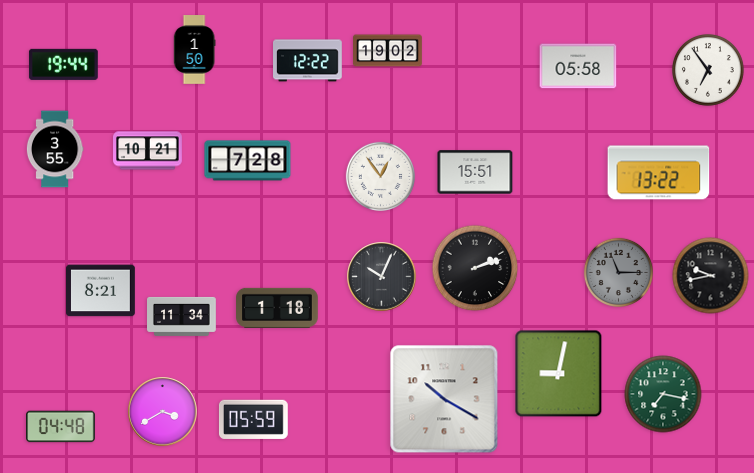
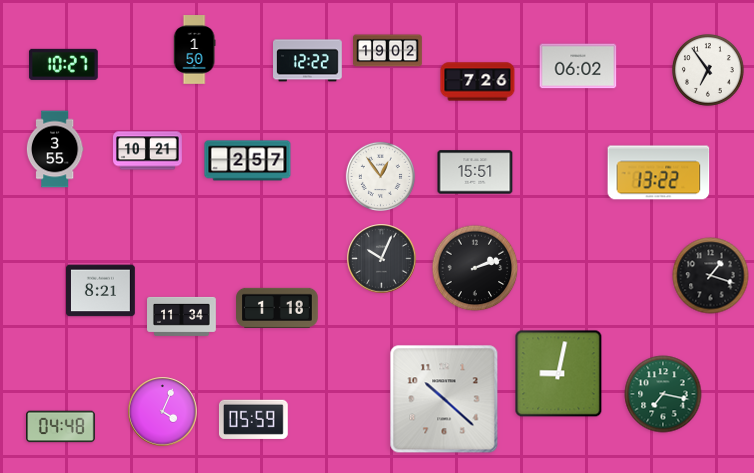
clock at (63, 64): 19:44 -> 10:27
clock at (578, 66): 05:58 -> 06:02
clock at (478, 82): none -> 7:26
clock at (248, 161): 7:28 -> 2:57
clock at (618, 272): 11:15 -> none
clock at (711, 276): 9:43 -> 1:18
clock at (382, 277) position: (382, 277) -> (382, 259)
clock at (444, 399): 10:20 -> 10:22
clock at (163, 412): 3:40 -> 4:04
